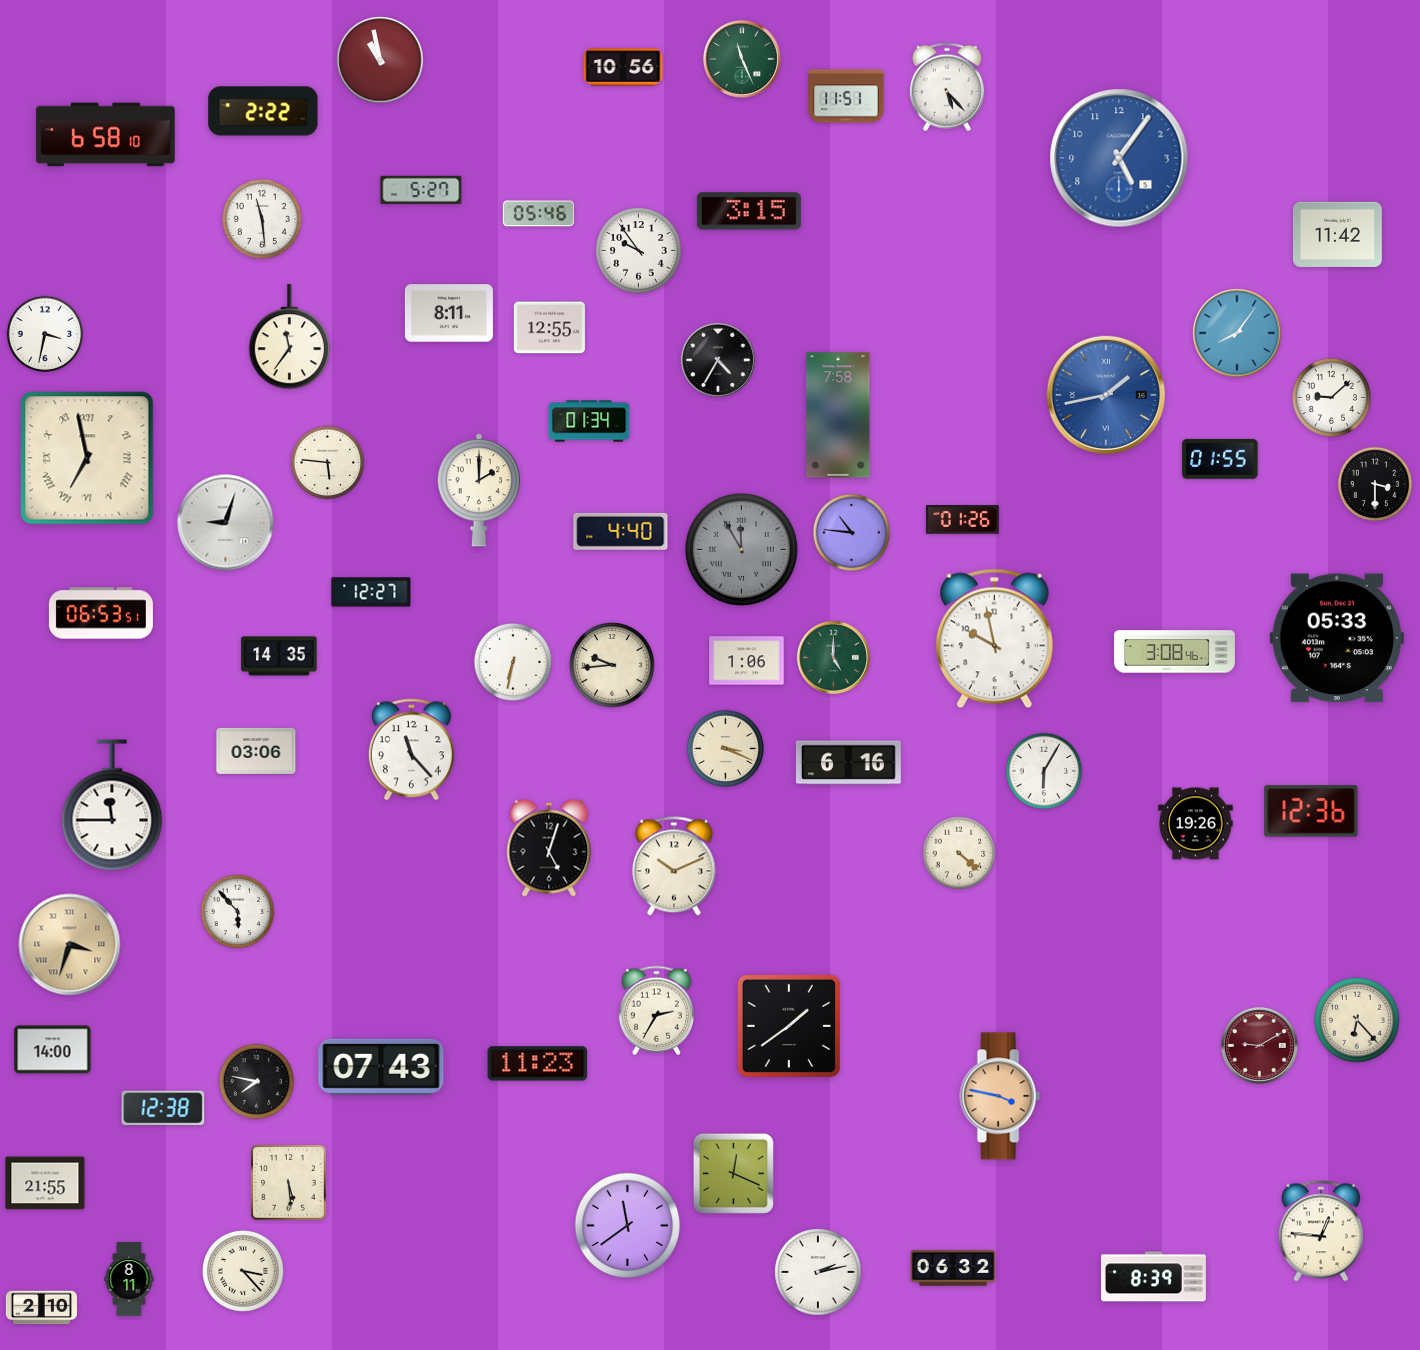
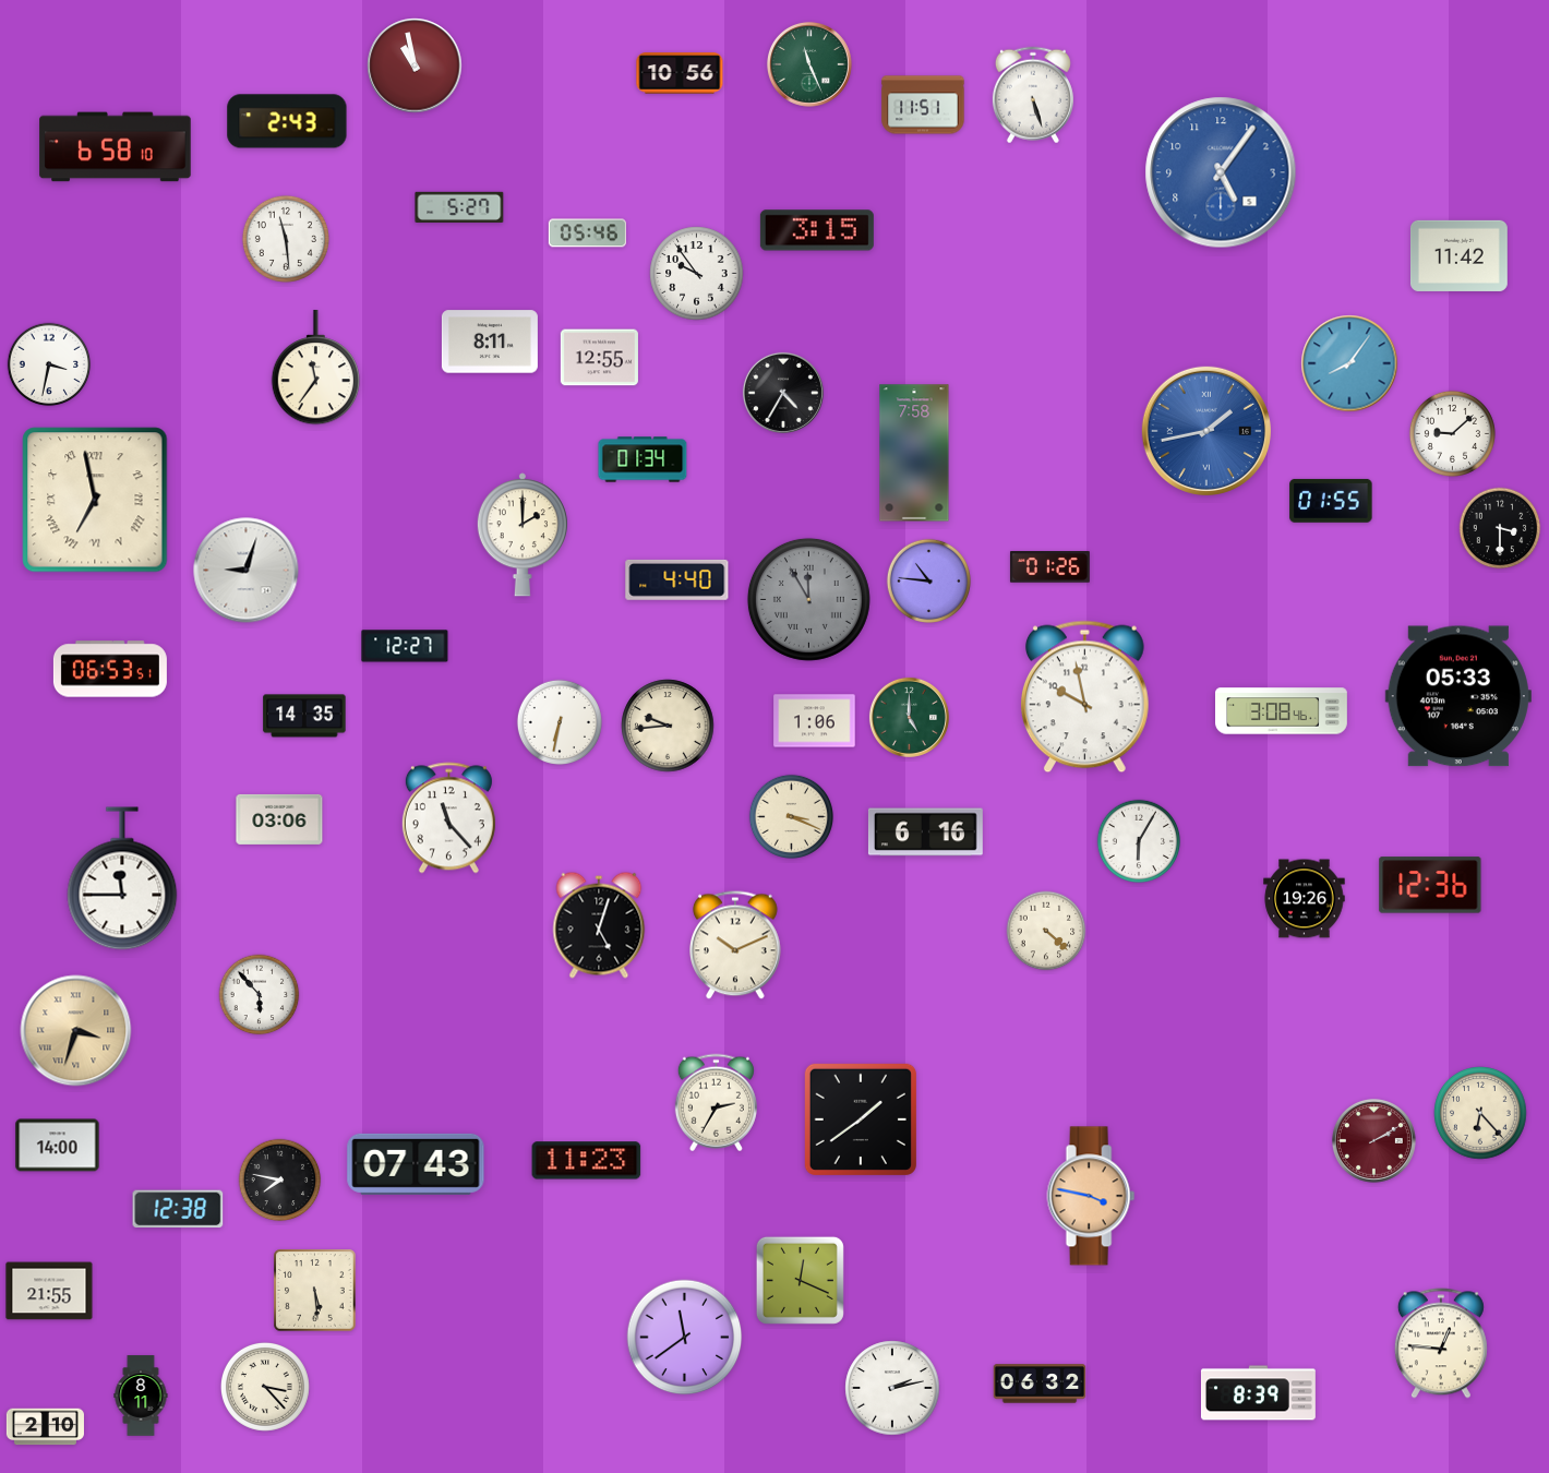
clock at (947, 87): 5:23 -> 5:27
clock at (263, 111): 2:22 -> 2:43
clock at (328, 463): 5:46 -> none
clock at (1259, 1045): 9:10 -> 2:10
